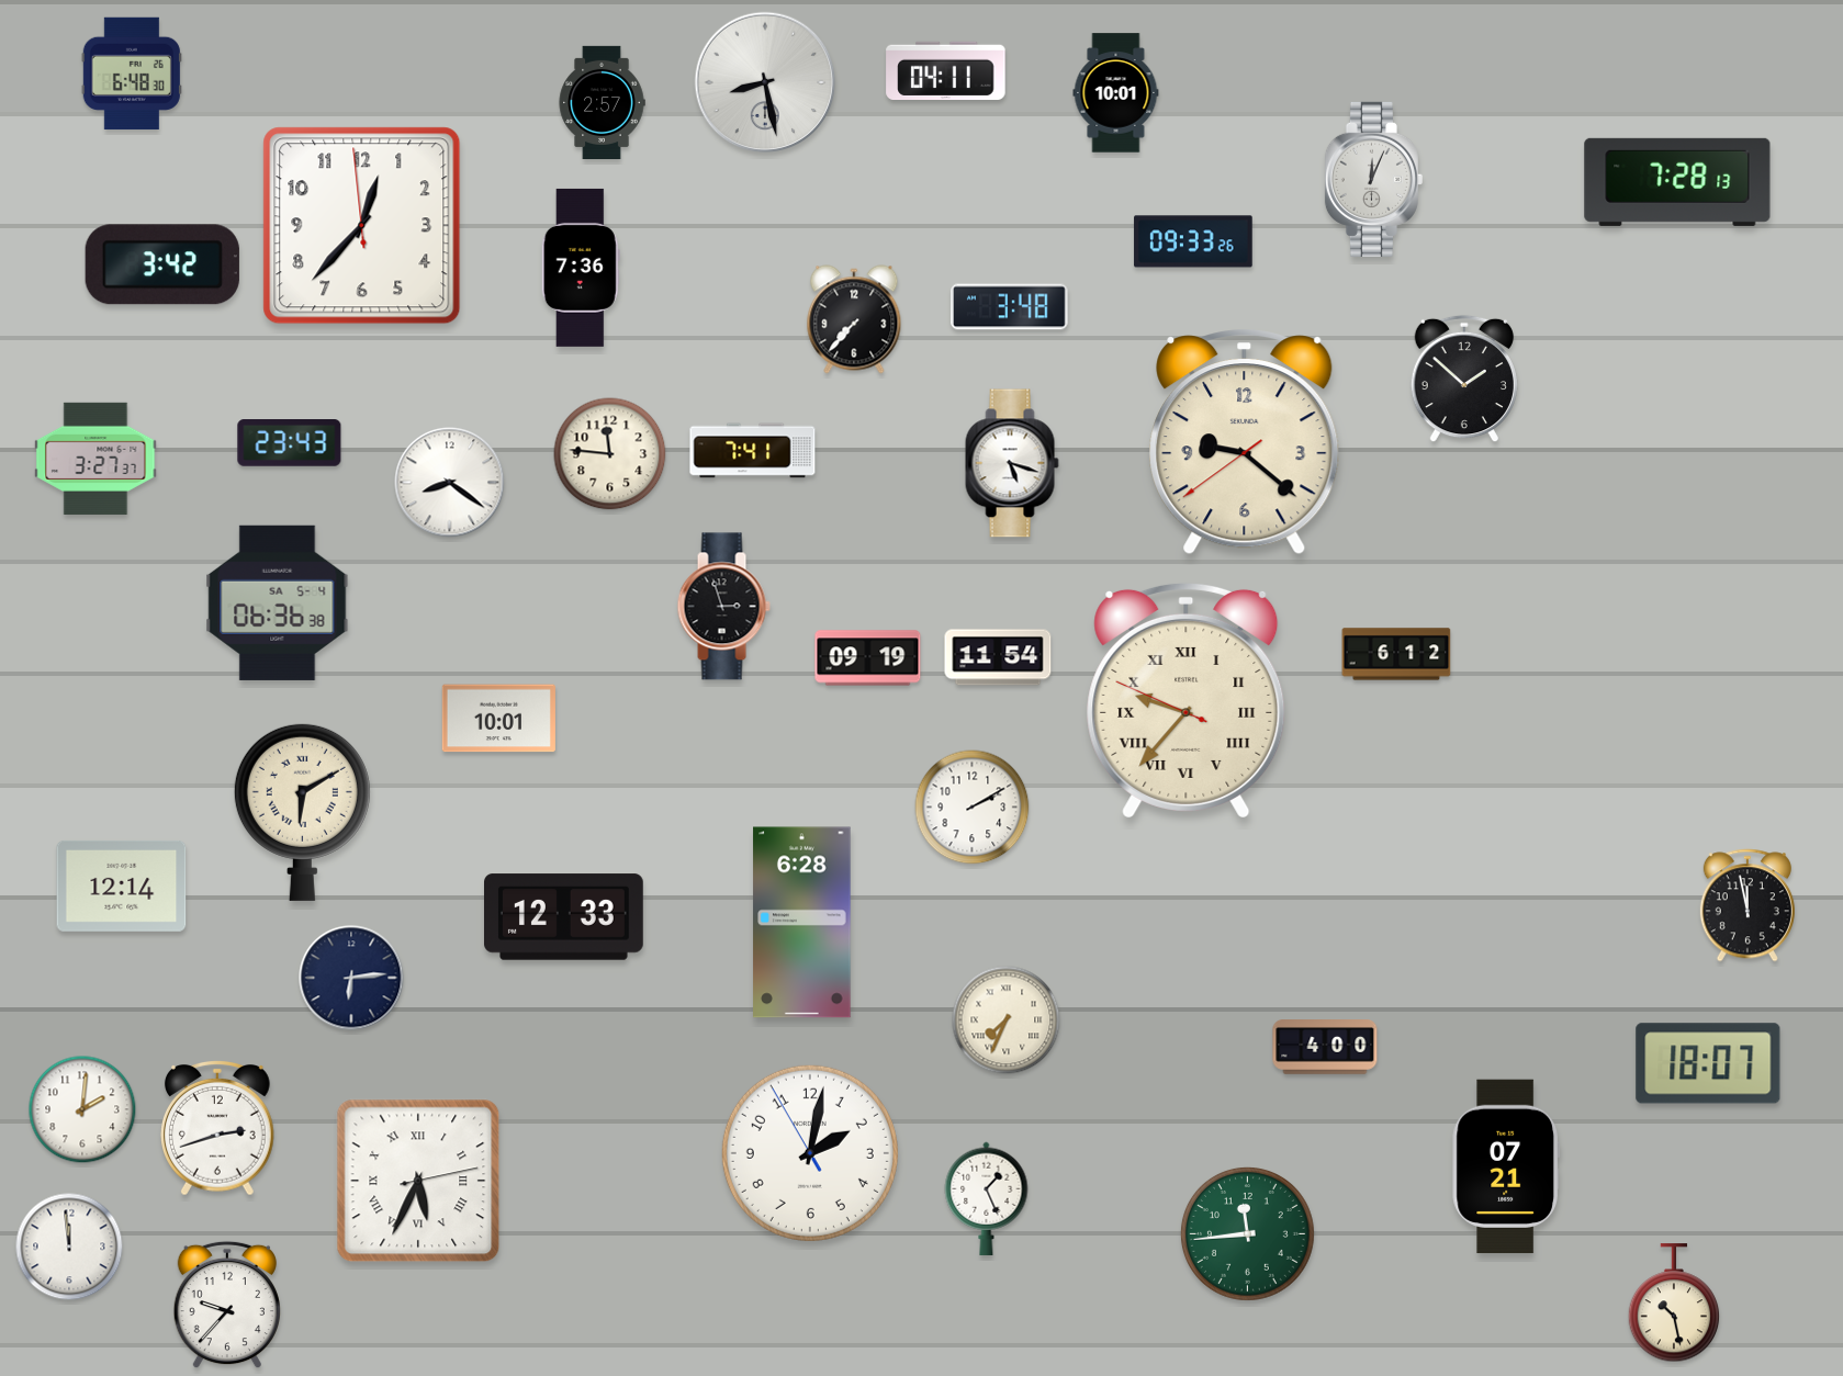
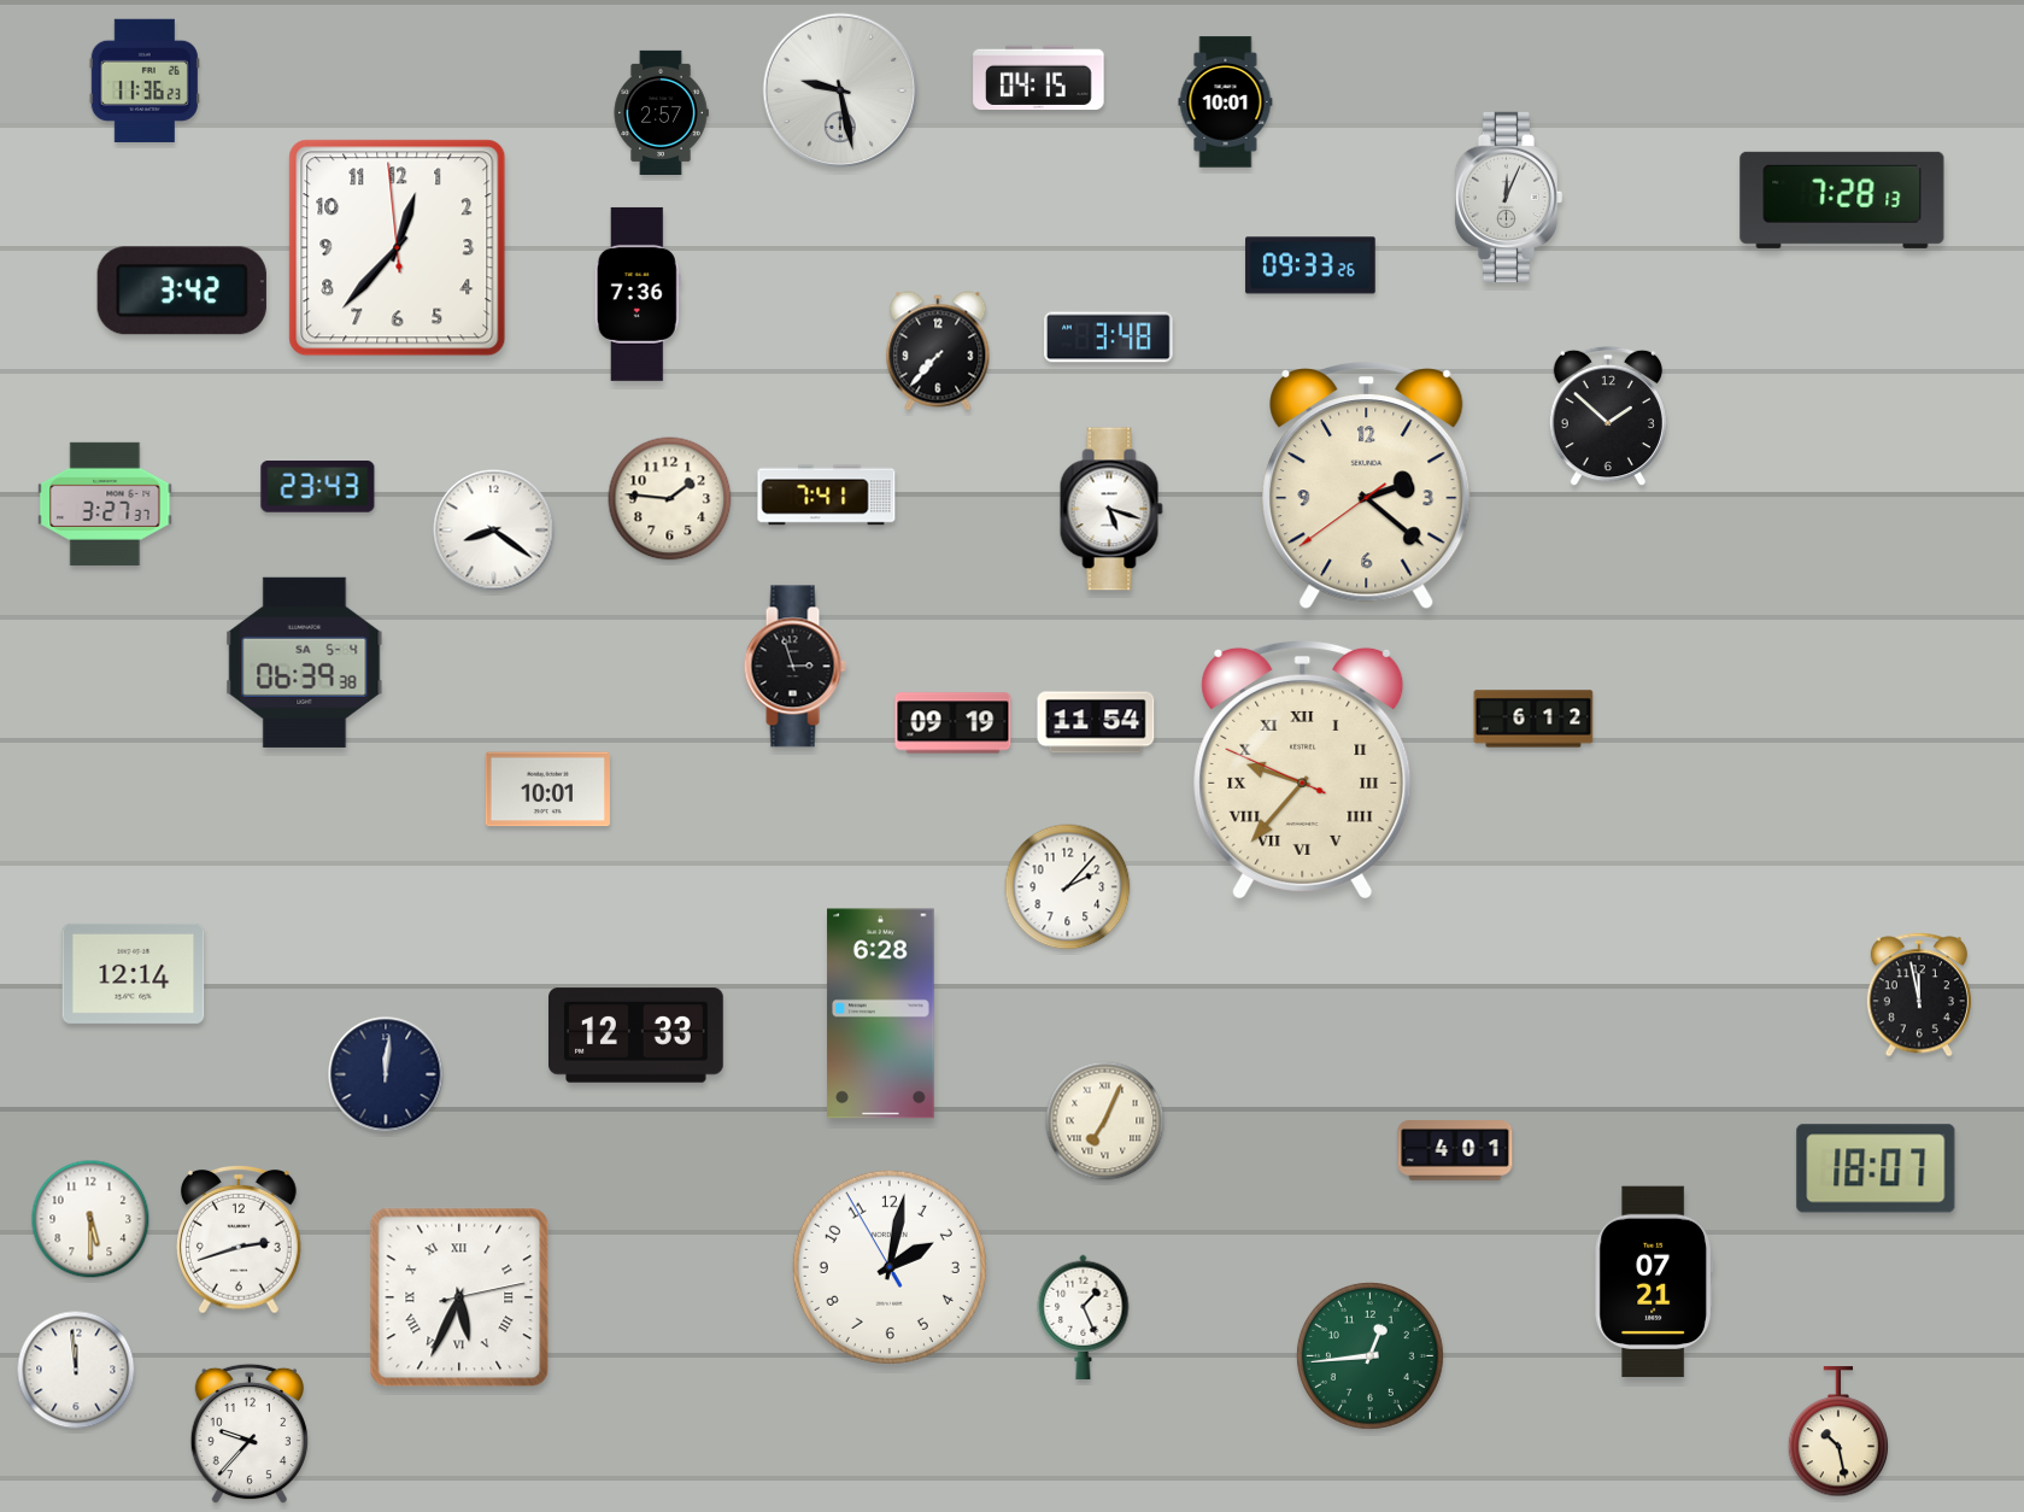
clock at (946, 70): 04:11 -> 04:15
clock at (132, 72): 6:48 -> 11:36
clock at (765, 82): 8:28 -> 9:28
clock at (162, 264) position: (162, 264) -> (182, 291)
clock at (1245, 443): 9:21 -> 2:21
clock at (610, 454): 11:46 -> 1:46
clock at (278, 602): 06:36 -> 06:39
clock at (973, 808): 2:10 -> 2:07
clock at (302, 812): 6:10 -> none
clock at (564, 917) position: (564, 917) -> (636, 1036)
clock at (351, 978): 6:14 -> 12:01
clock at (1007, 1020): 7:34 -> 7:04
clock at (1325, 1048): 4:00 -> 4:01
clock at (82, 1109): 2:01 -> 5:30
clock at (1247, 1233): 11:44 -> 12:44
